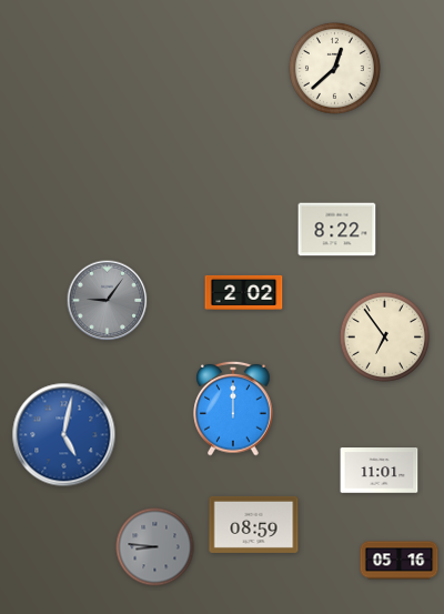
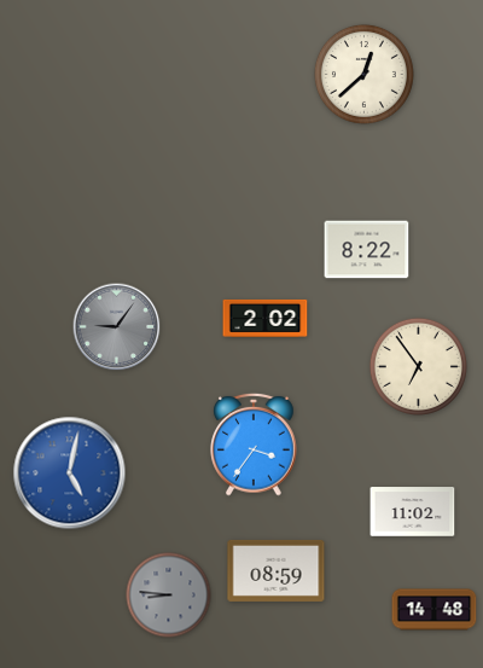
clock at (233, 409): 12:00 -> 3:36
clock at (380, 471): 11:01 -> 11:02
clock at (400, 561): 05:16 -> 14:48
